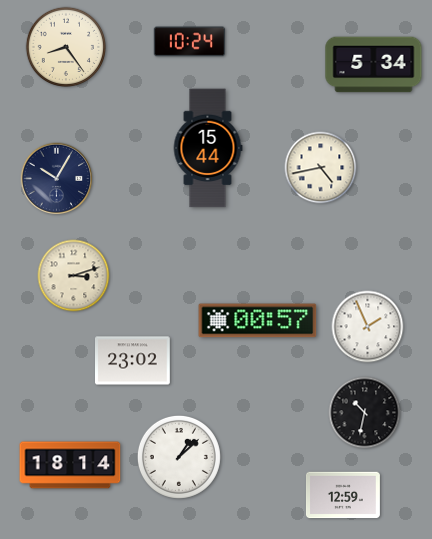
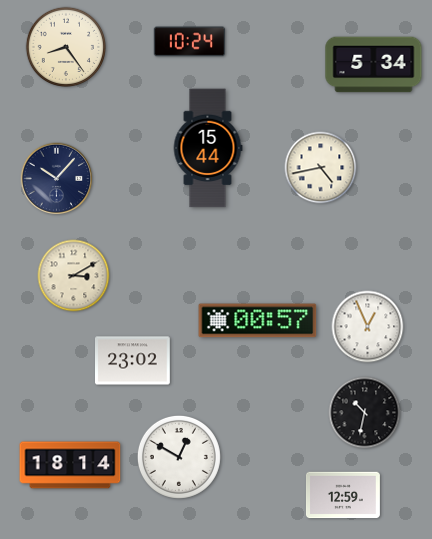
clock at (57, 179): 10:05 -> 10:07
clock at (74, 276): 3:12 -> 3:10
clock at (368, 327): 1:56 -> 12:56
clock at (179, 457): 1:08 -> 12:50
